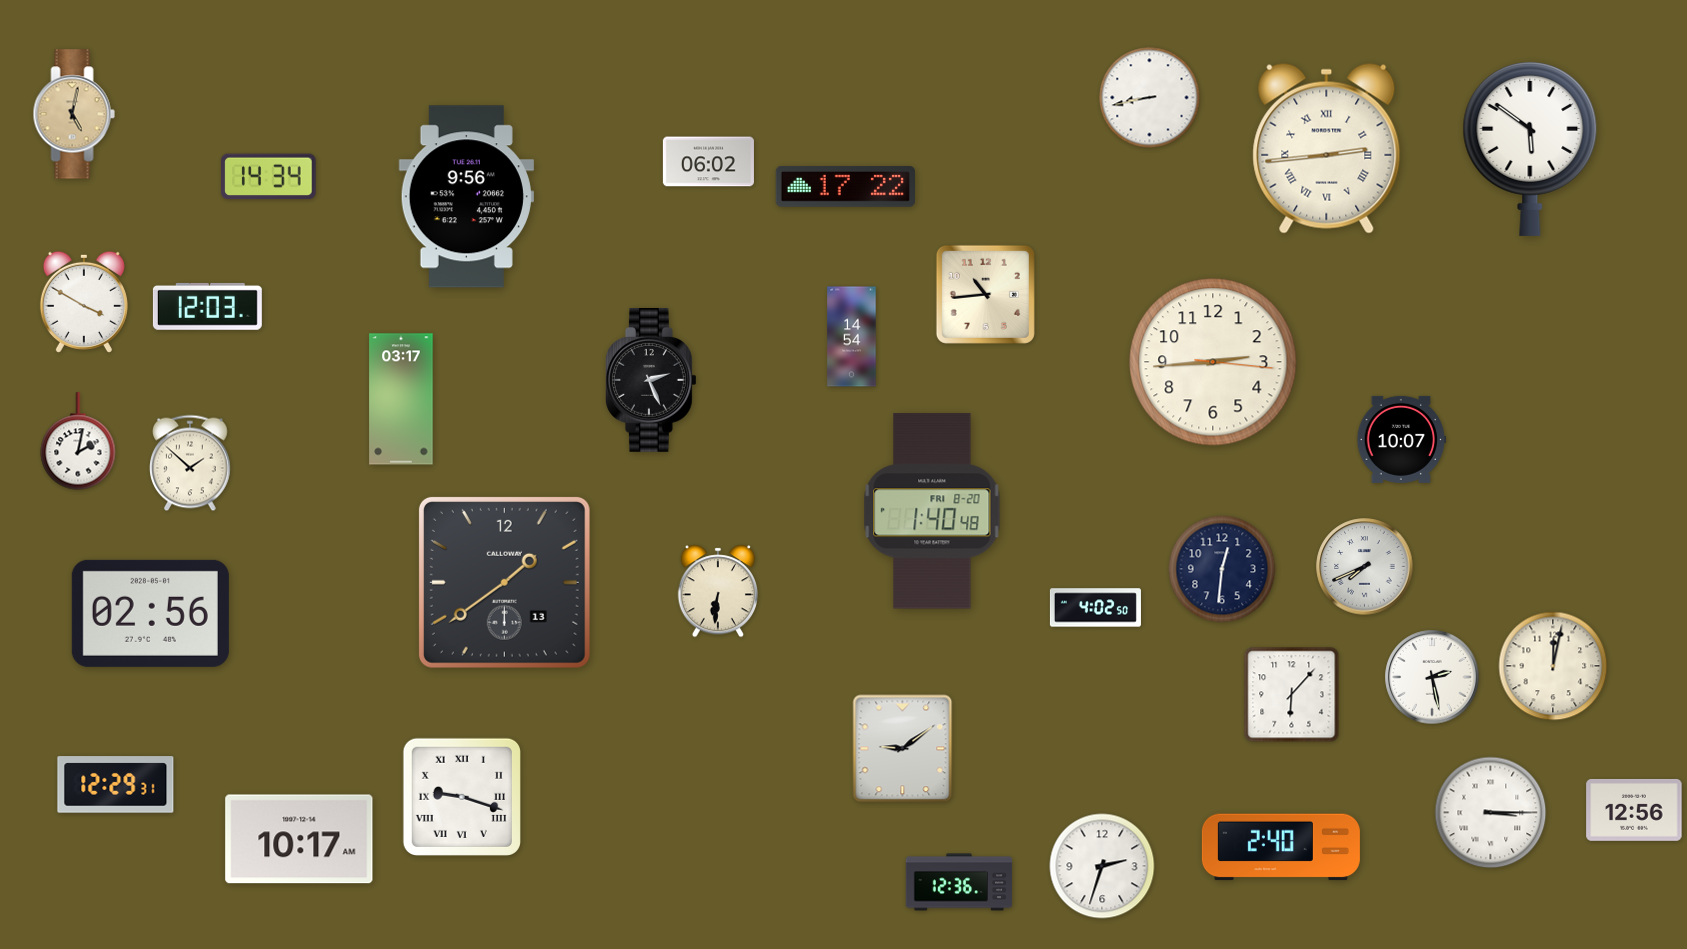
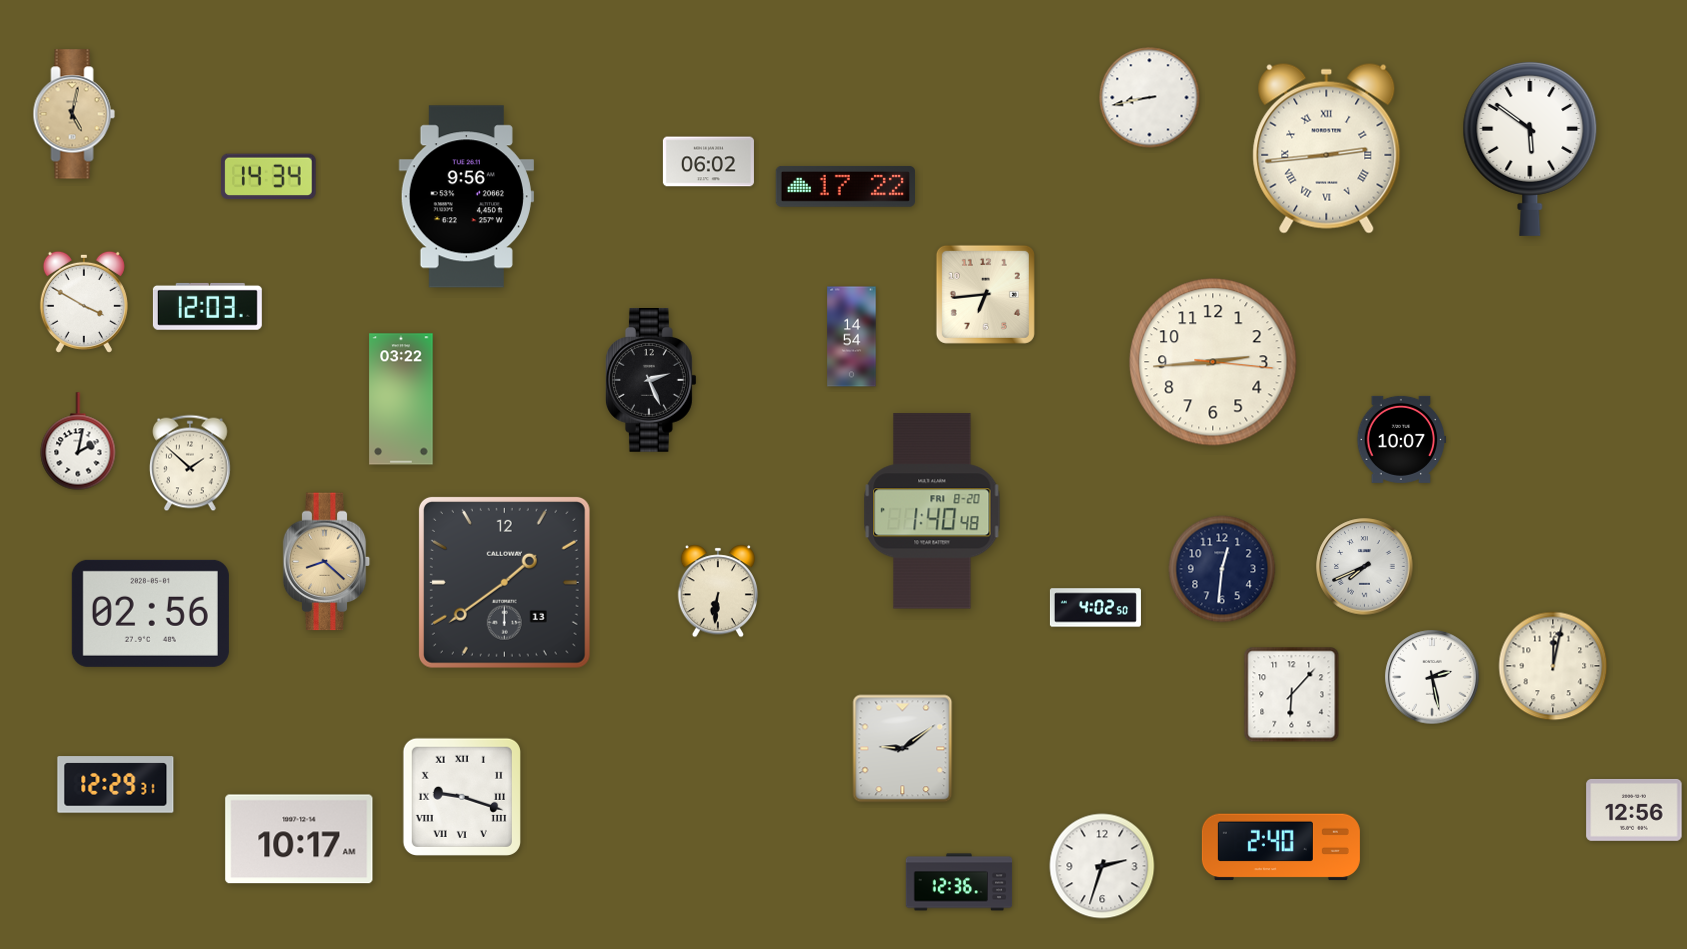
clock at (985, 294): 10:44 -> 6:44
clock at (401, 399): 03:17 -> 03:22
clock at (327, 562): none -> 8:22
clock at (1491, 813): 3:15 -> none
